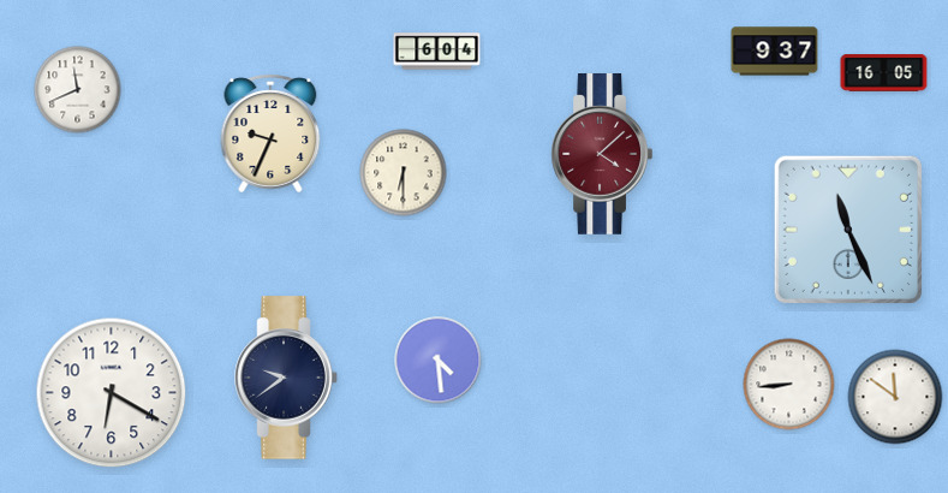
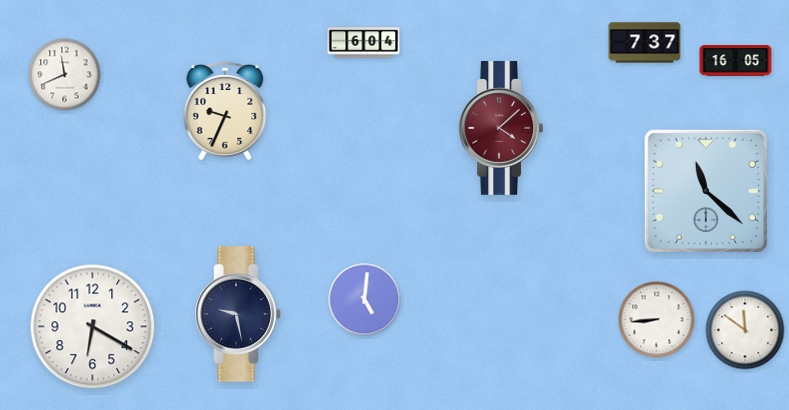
clock at (775, 52): 9:37 -> 7:37
clock at (404, 173): 6:30 -> none
clock at (848, 230): 11:26 -> 11:22
clock at (439, 361): 4:29 -> 5:01
clock at (286, 378): 9:39 -> 9:28
